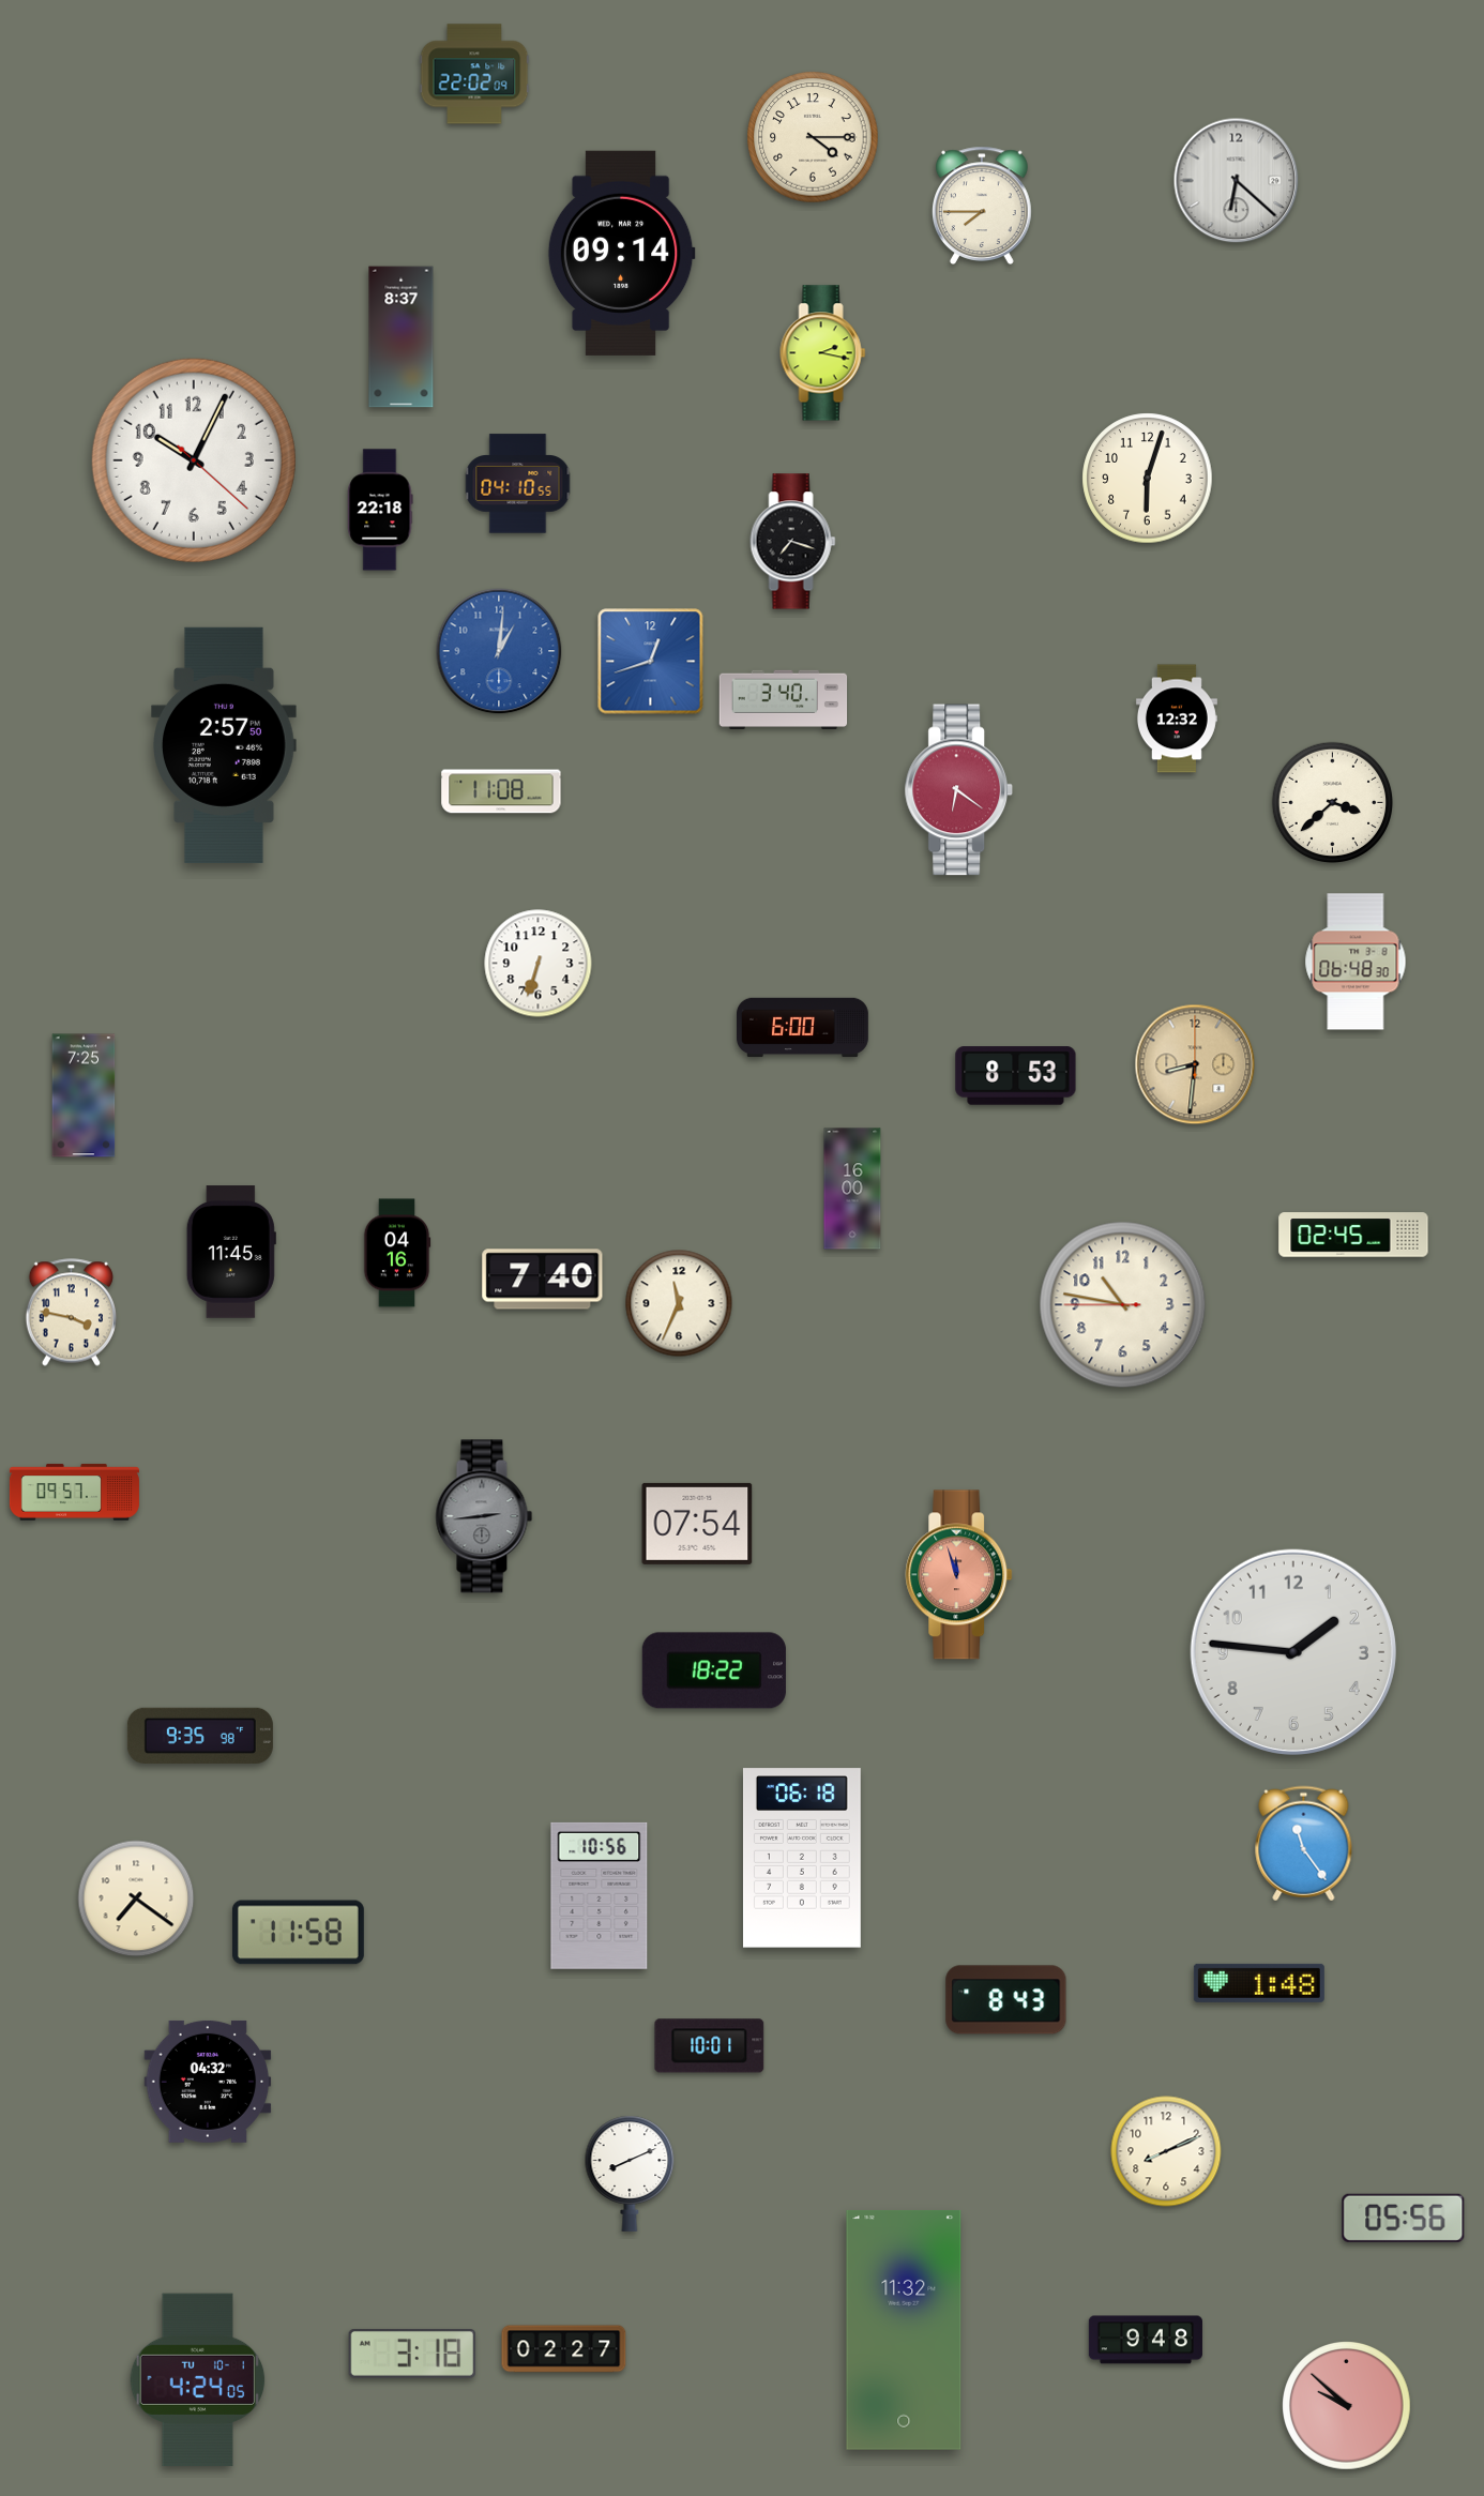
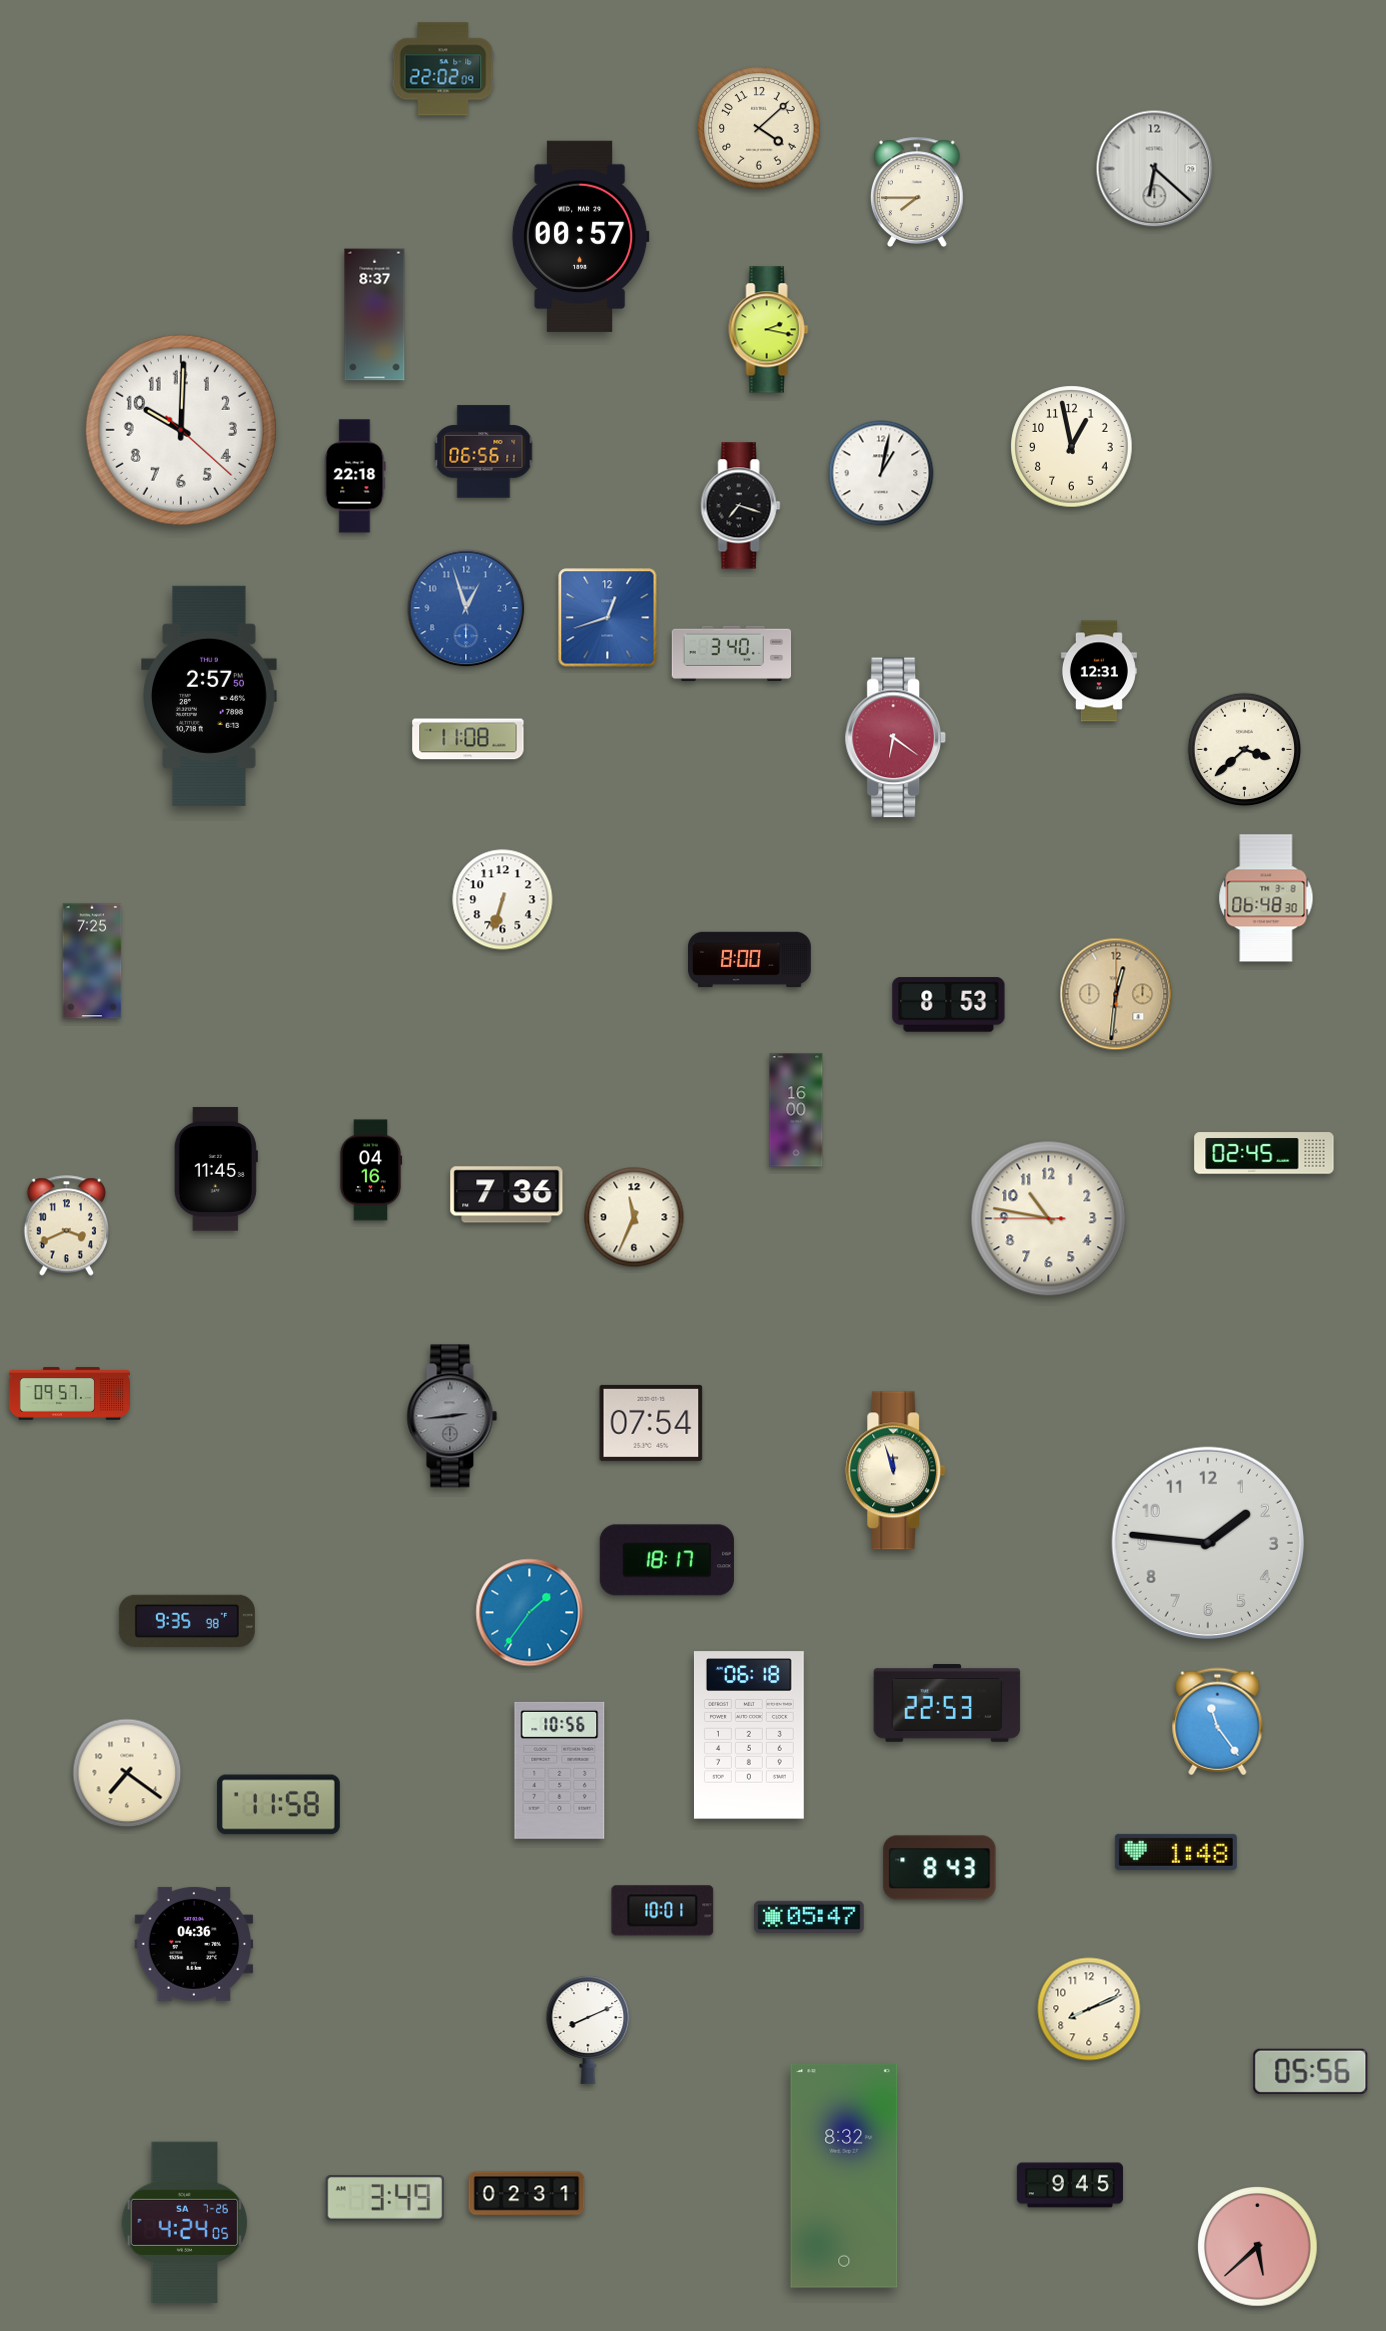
clock at (813, 137): 4:15 -> 4:08
clock at (621, 253): 09:14 -> 00:57
clock at (194, 460): 10:04 -> 10:00
clock at (1148, 479): 6:03 -> 12:58
clock at (518, 484): 04:10 -> 06:56
clock at (881, 473): none -> 1:02
clock at (499, 651): 1:01 -> 12:57
clock at (1177, 718): 12:32 -> 12:31
clock at (803, 1028): 6:00 -> 8:00
clock at (1195, 1064): 8:31 -> 12:31
clock at (84, 1095) position: (84, 1095) -> (92, 961)
clock at (543, 1280): 7:40 -> 7:36
clock at (71, 1313): 3:47 -> 3:41
clock at (959, 1575) dial: salmon -> cream
clock at (714, 1670): 18:22 -> 18:17
clock at (530, 1613): none -> 1:36
clock at (947, 1703): none -> 22:53
clock at (809, 1917): none -> 05:47
clock at (208, 2082): 04:32 -> 04:36
clock at (904, 2331): 11:32 -> 8:32
clock at (1146, 2340): 9:48 -> 9:45
clock at (564, 2349): 02:27 -> 02:31
clock at (412, 2355): 3:18 -> 3:49
clock at (198, 2380) date: TU 10-1 -> SA 7-26
clock at (1347, 2406): 9:52 -> 5:38
